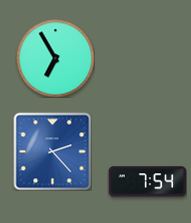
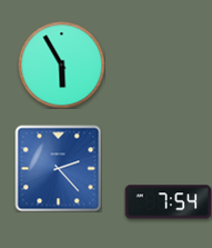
clock at (55, 58): 6:55 -> 5:55
clock at (147, 182) position: (147, 182) -> (168, 202)
